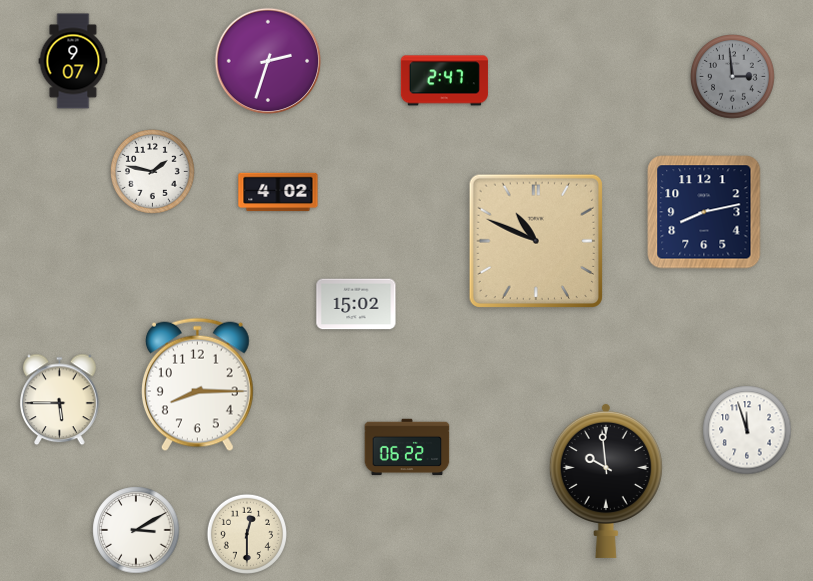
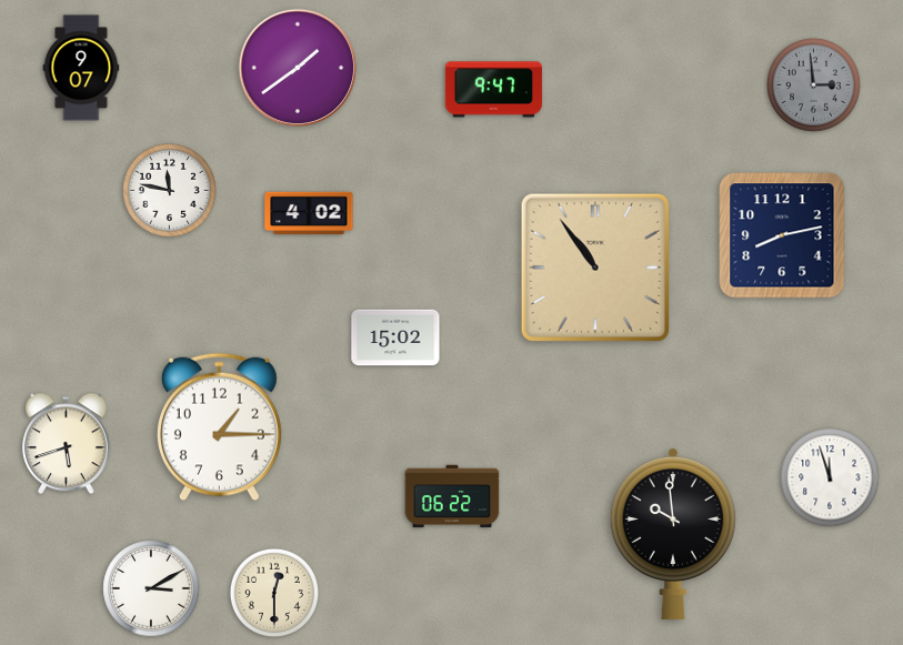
clock at (268, 61): 2:33 -> 1:39
clock at (444, 81): 2:47 -> 9:47
clock at (153, 172): 1:47 -> 11:47
clock at (536, 241): 10:49 -> 10:54
clock at (197, 385): 8:15 -> 1:15
clock at (60, 400): 5:45 -> 5:42
